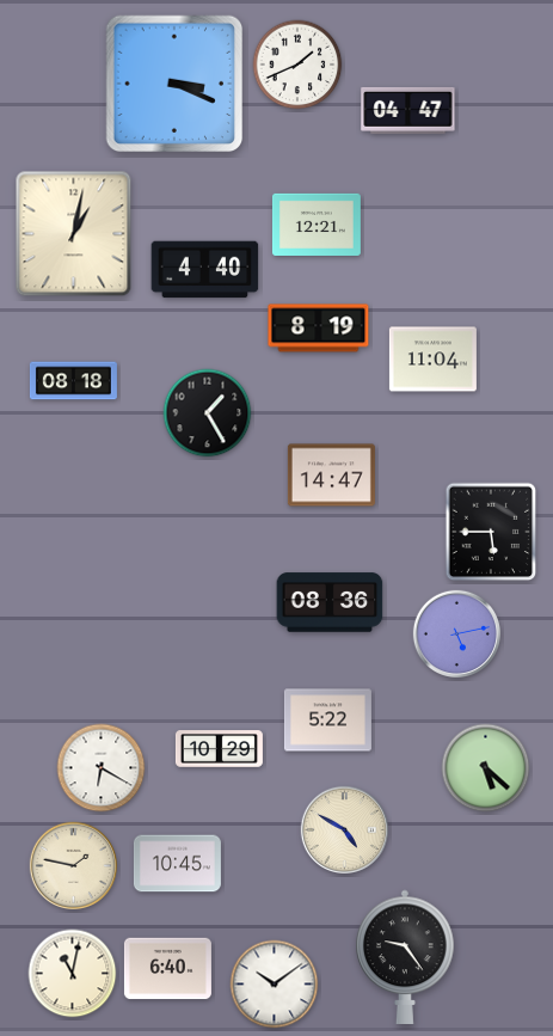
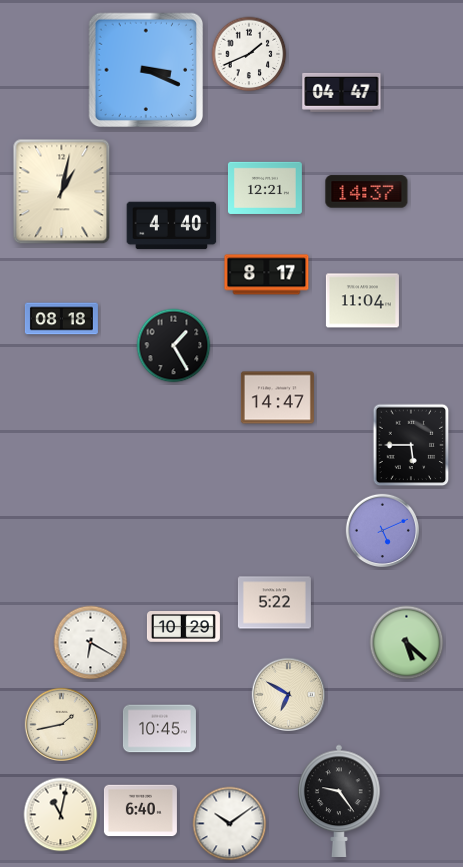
clock at (367, 192): none -> 14:37
clock at (74, 234) position: (74, 234) -> (62, 192)
clock at (319, 329): 8:19 -> 8:17
clock at (330, 602): 08:36 -> none
clock at (456, 633): 5:13 -> 5:11
clock at (102, 768) position: (102, 768) -> (91, 643)
clock at (344, 829): 4:50 -> 6:50
clock at (177, 864) position: (177, 864) -> (159, 729)
clock at (73, 865): 1:47 -> 1:43
